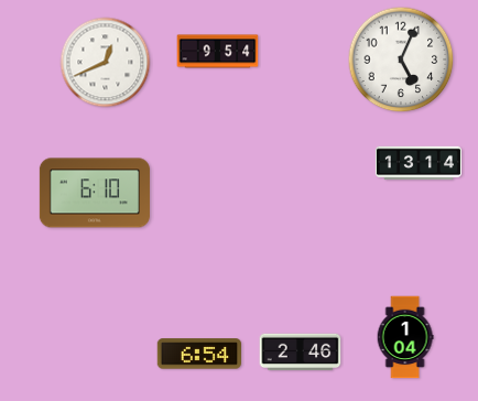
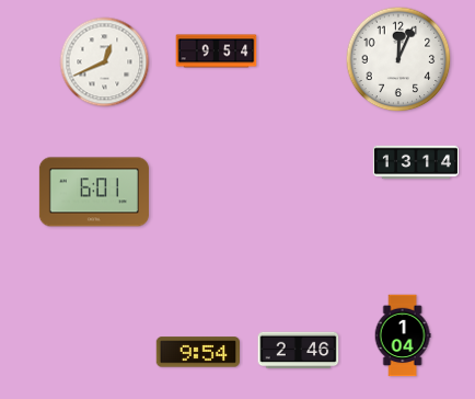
clock at (401, 59): 5:04 -> 12:04
clock at (95, 193): 6:10 -> 6:01
clock at (198, 354): 6:54 -> 9:54
